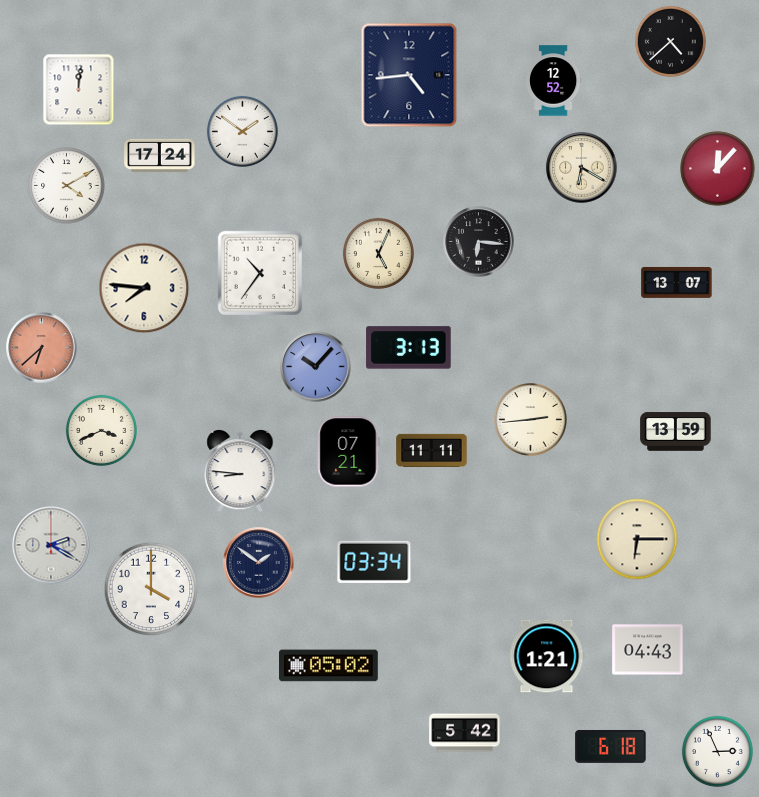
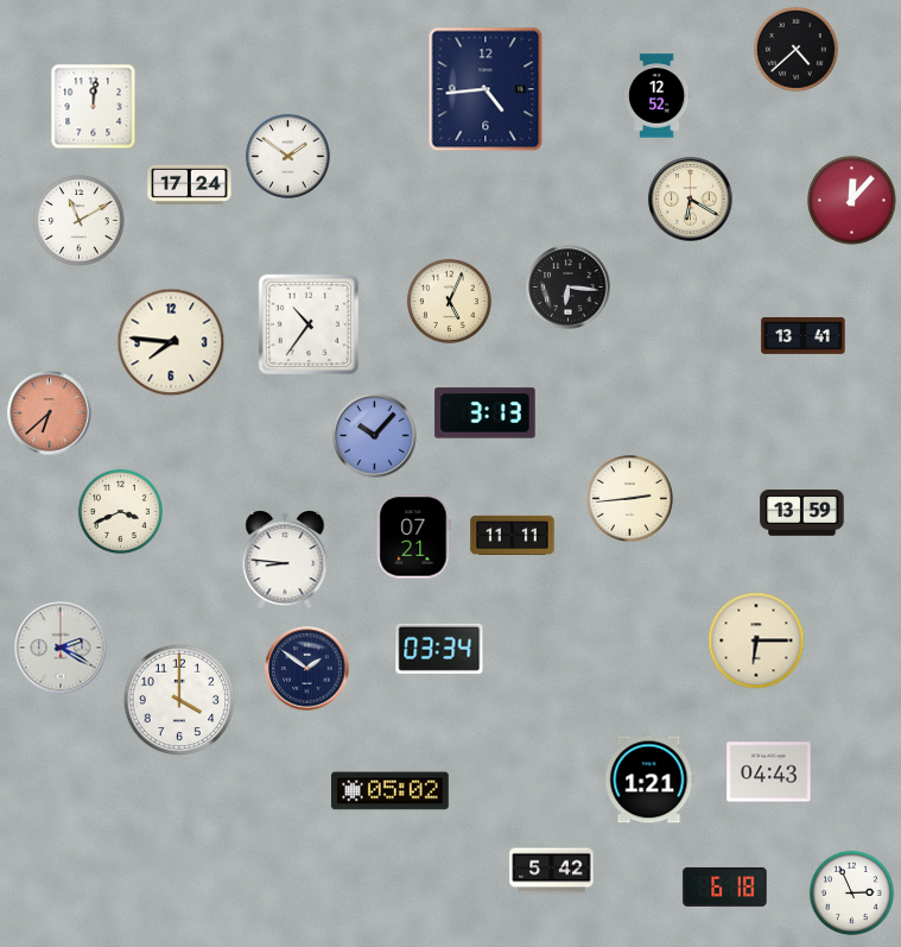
clock at (67, 186): 4:10 -> 11:10
clock at (677, 282): 13:07 -> 13:41
clock at (374, 562) position: (374, 562) -> (439, 649)
